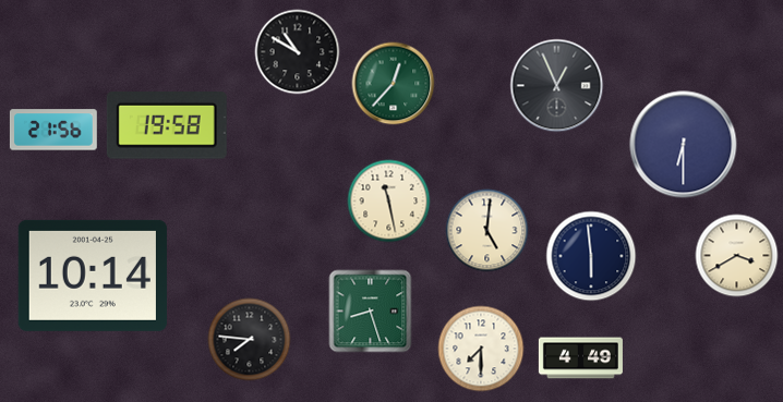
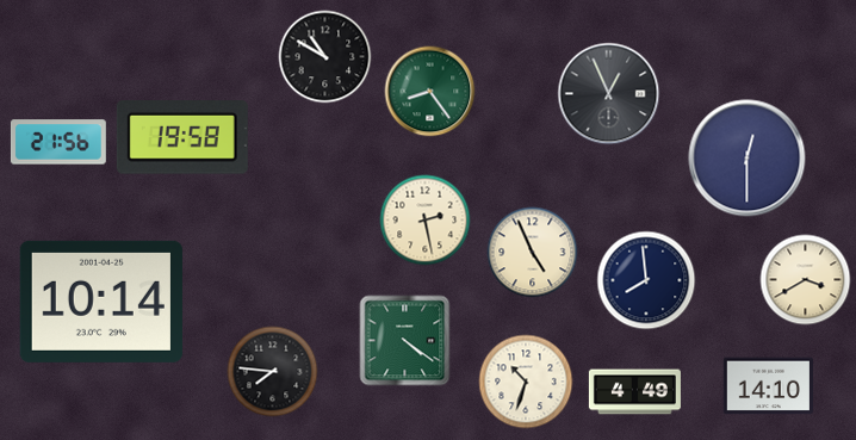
clock at (394, 84): 12:37 -> 8:24
clock at (684, 145): 6:30 -> 12:30
clock at (389, 202): 11:28 -> 2:28
clock at (487, 231): 5:01 -> 4:56
clock at (591, 256): 5:59 -> 7:59
clock at (371, 312): 8:27 -> 4:21
clock at (481, 349): 7:30 -> 10:33
clock at (768, 386): none -> 14:10
